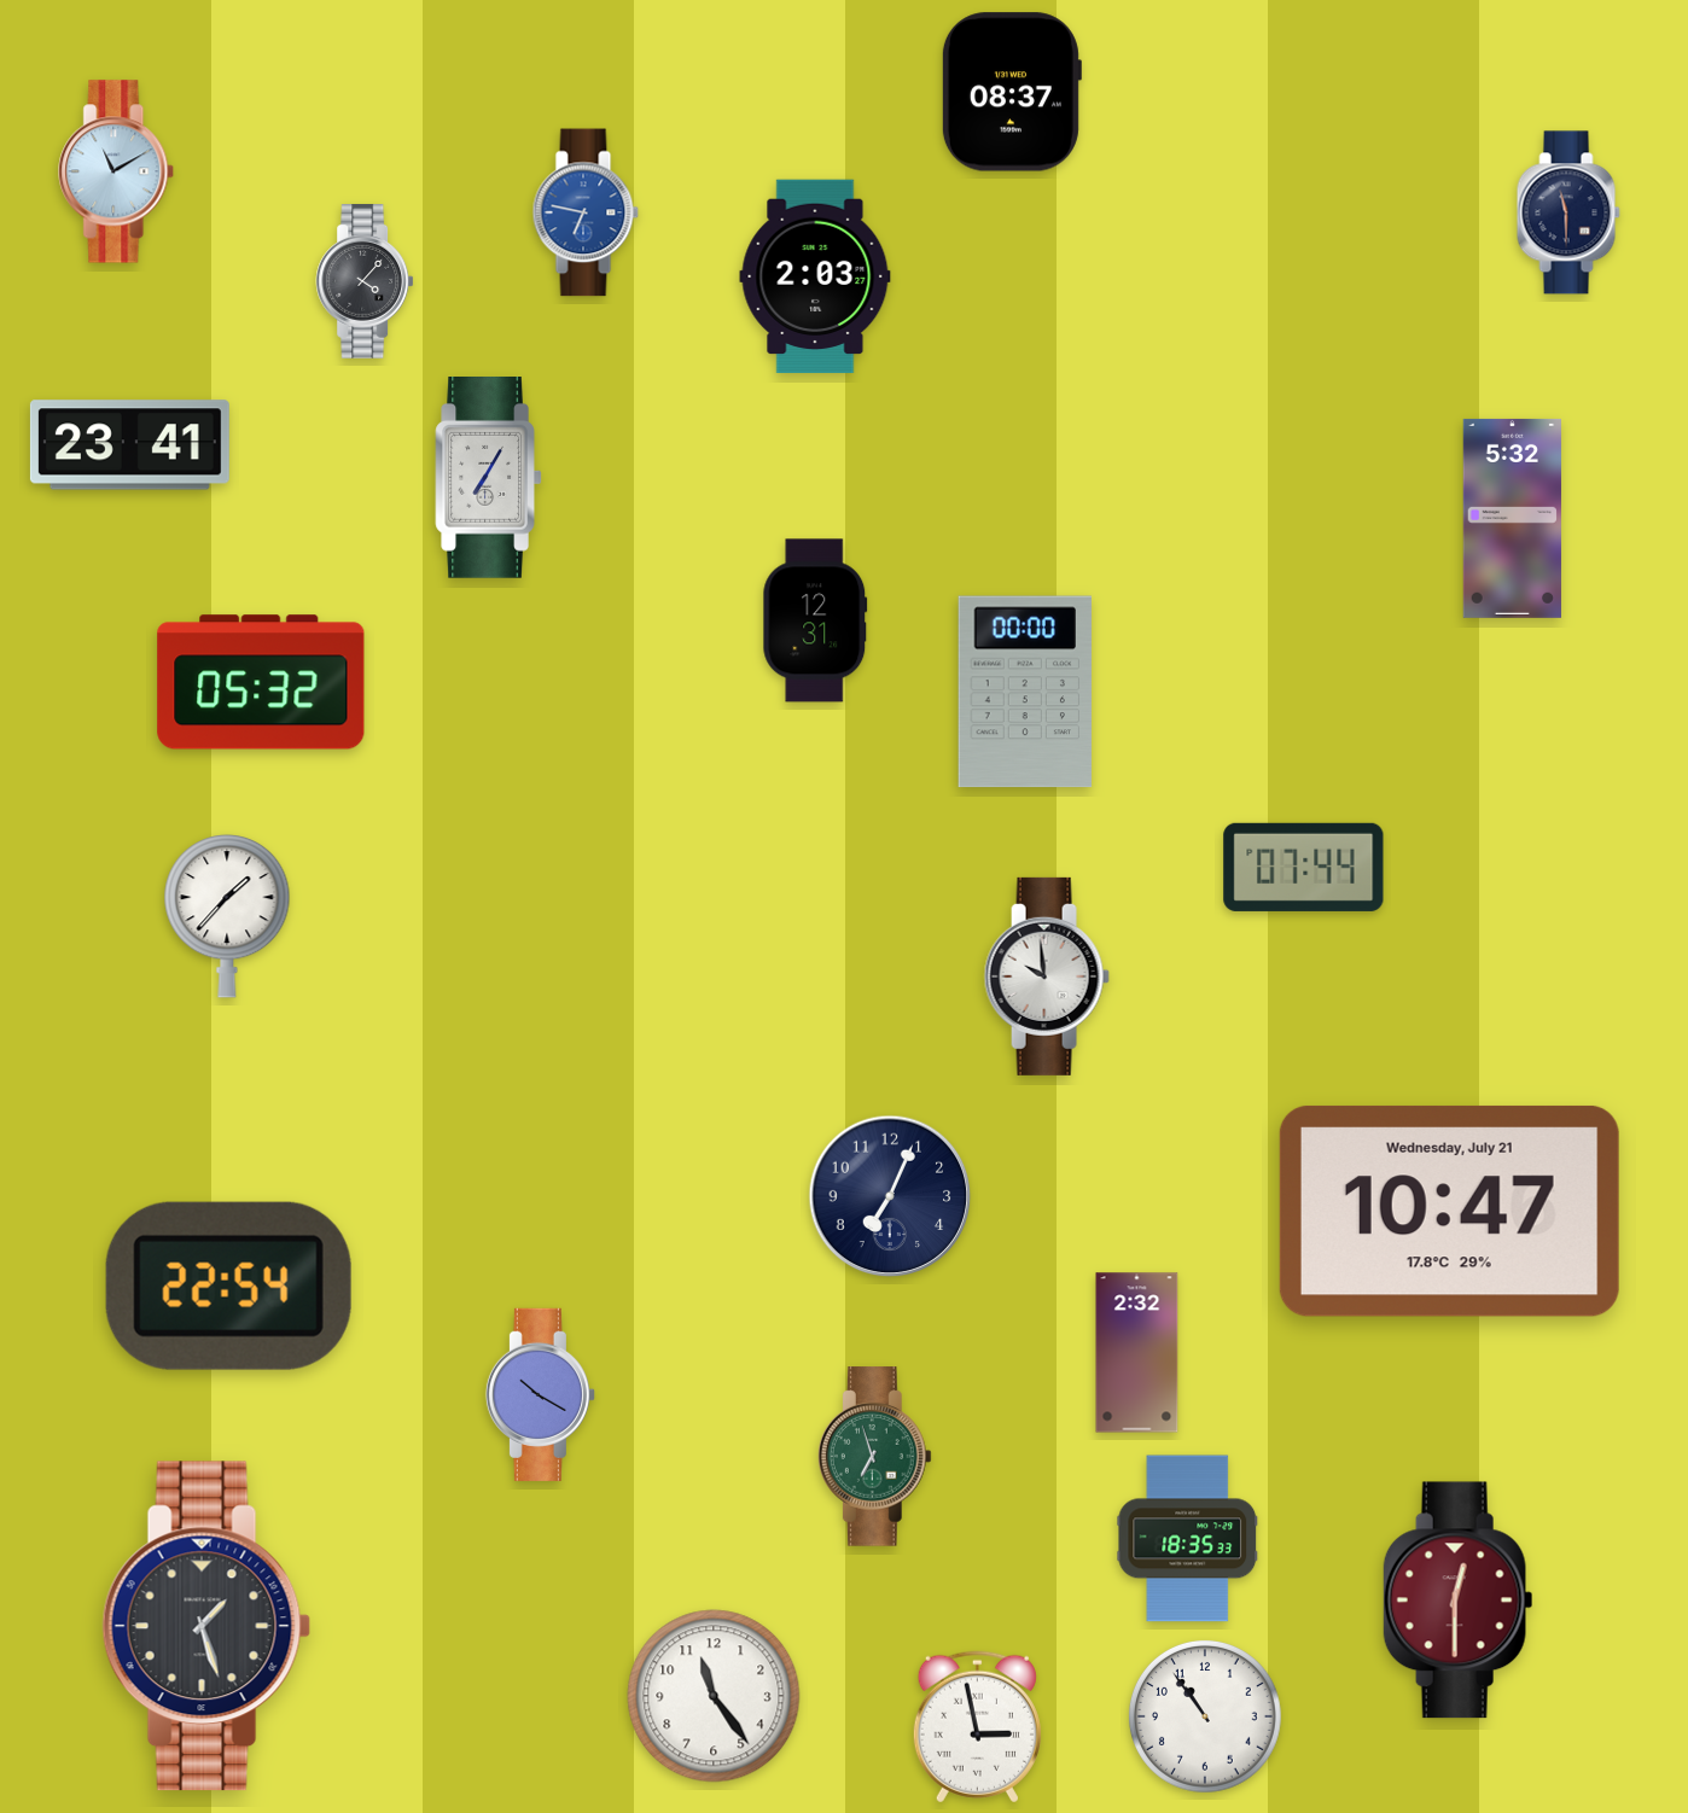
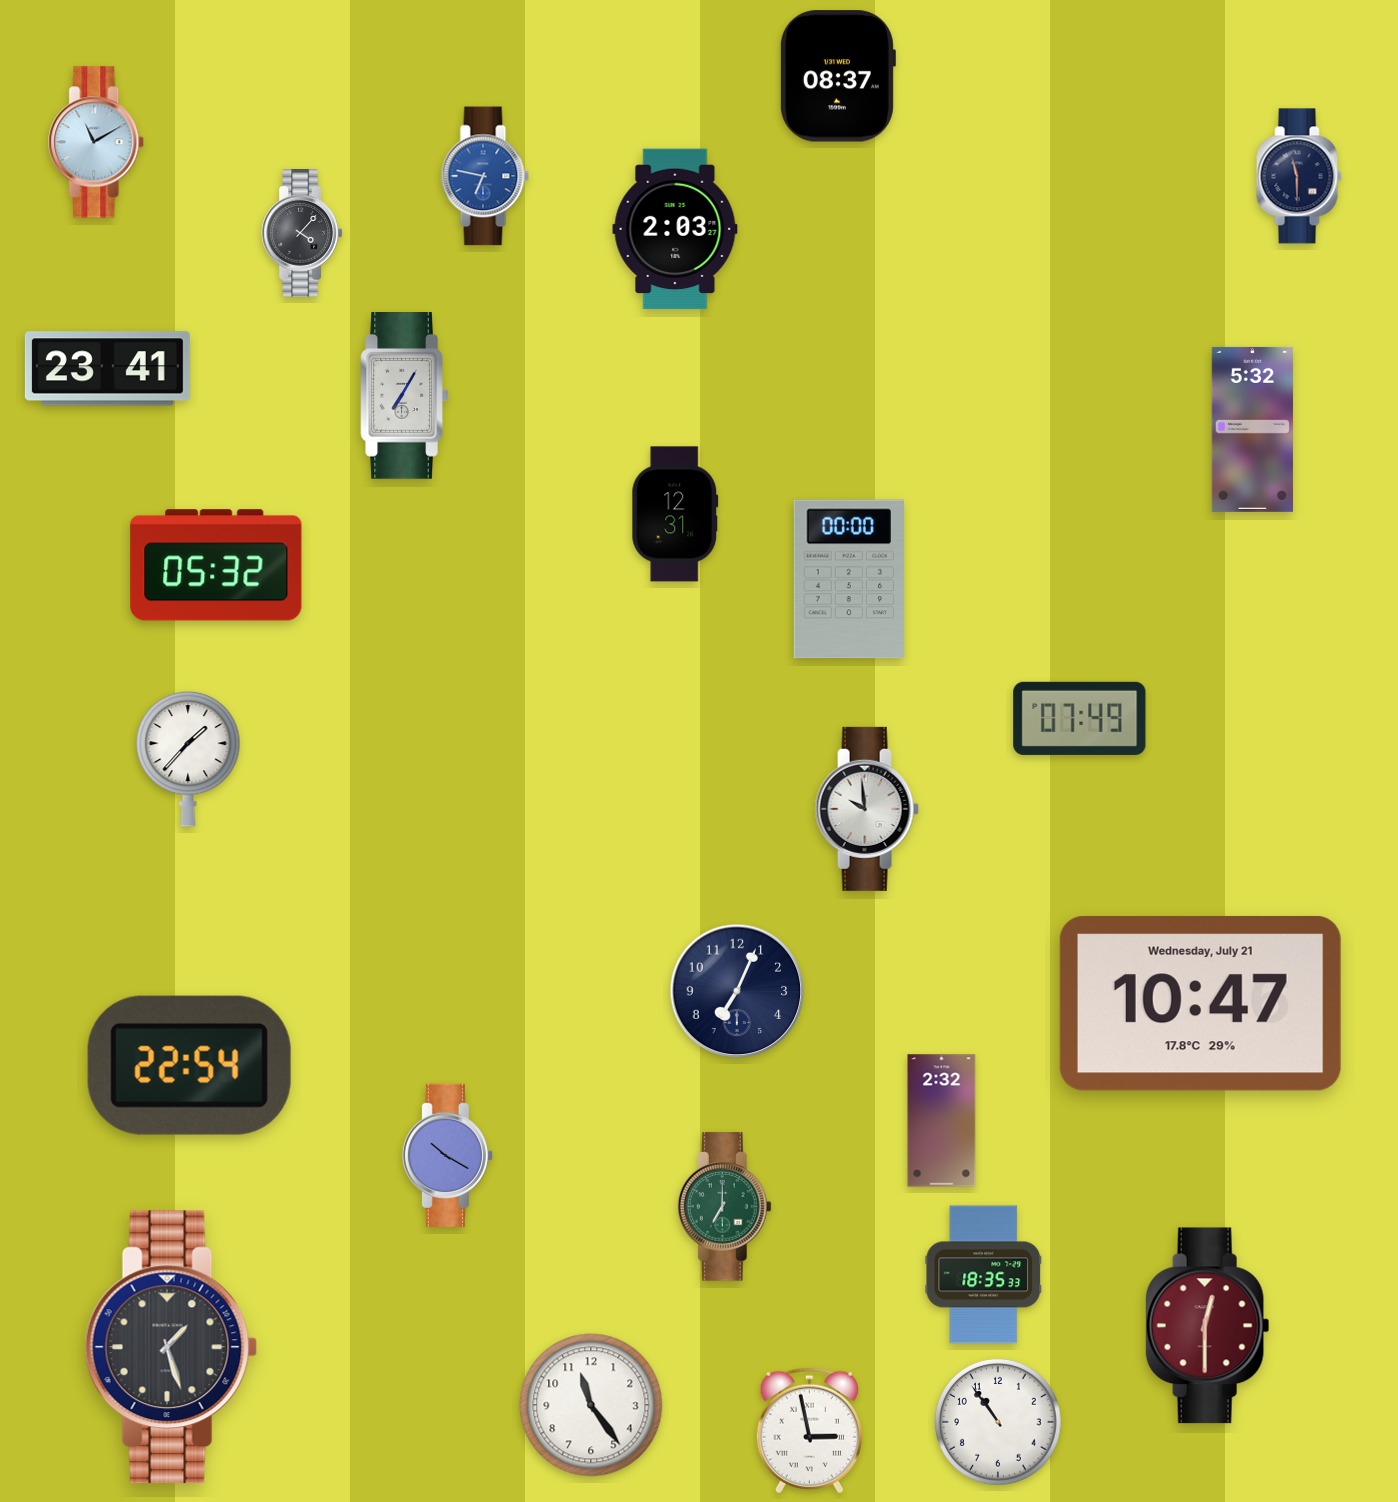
clock at (1024, 692) position: (1024, 692) -> (848, 579)
clock at (1304, 867): 07:44 -> 07:49
clock at (874, 1457): 6:57 -> 7:00
